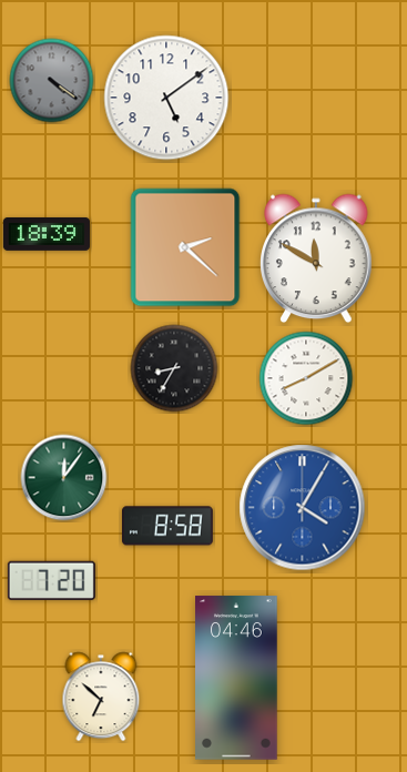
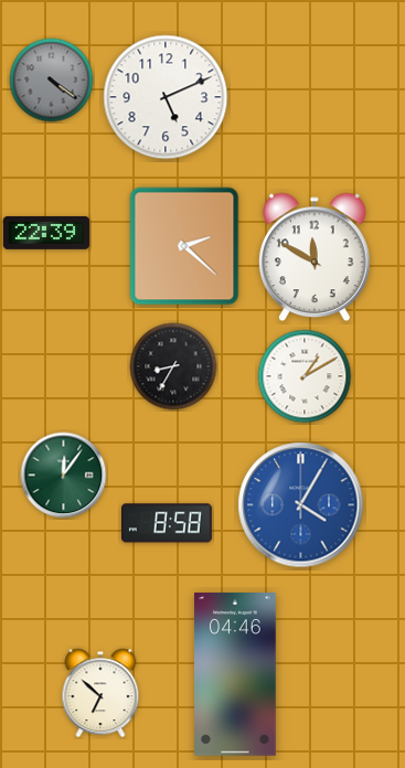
clock at (166, 98): 5:09 -> 5:11
clock at (47, 235): 18:39 -> 22:39
clock at (306, 378): 8:10 -> 1:10
clock at (51, 580): 7:20 -> none
